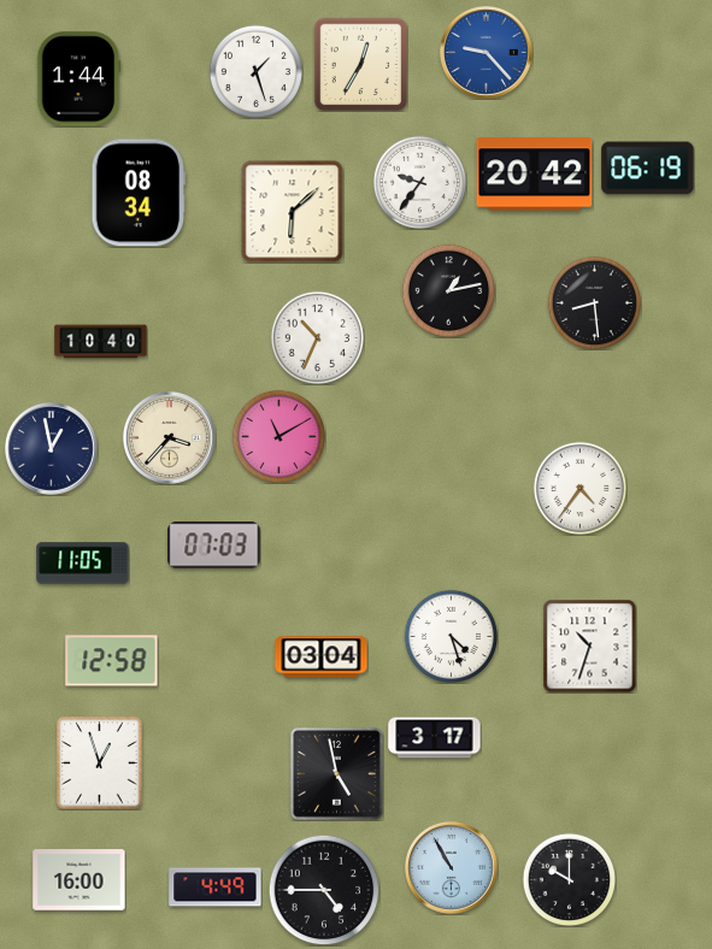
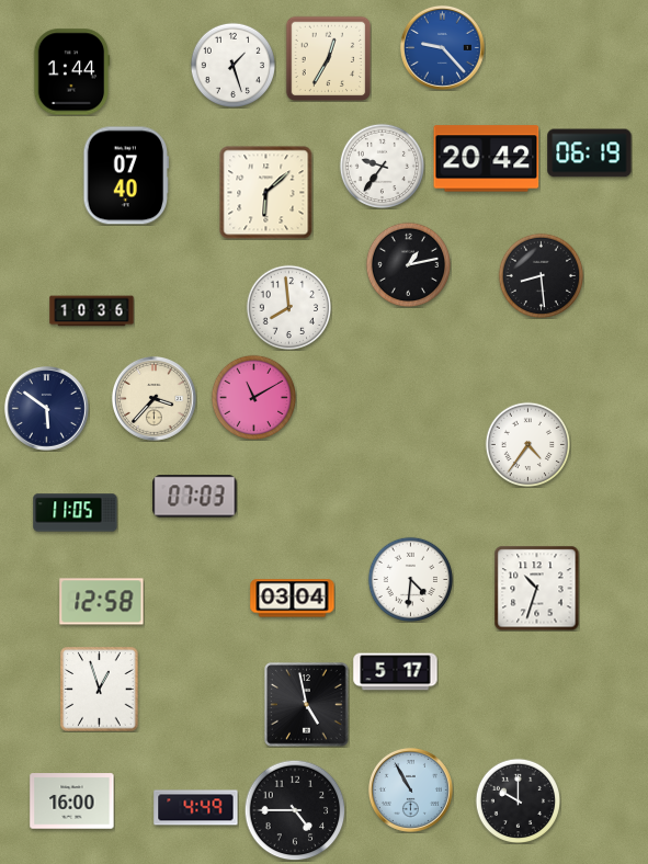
clock at (139, 193): 08:34 -> 07:40
clock at (317, 337): 10:34 -> 7:59
clock at (101, 342): 10:40 -> 10:36
clock at (51, 448): 12:58 -> 5:51
clock at (451, 636): 4:27 -> 4:31
clock at (435, 738): 3:17 -> 5:17
clock at (100, 764) position: (100, 764) -> (100, 690)
